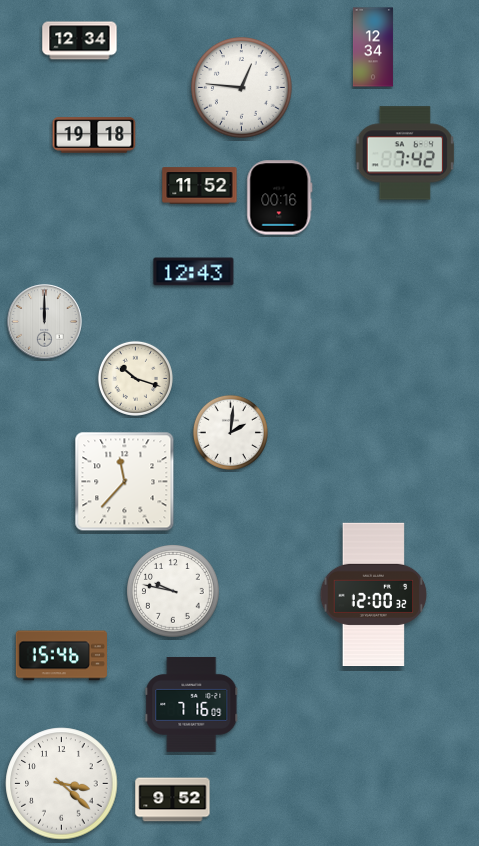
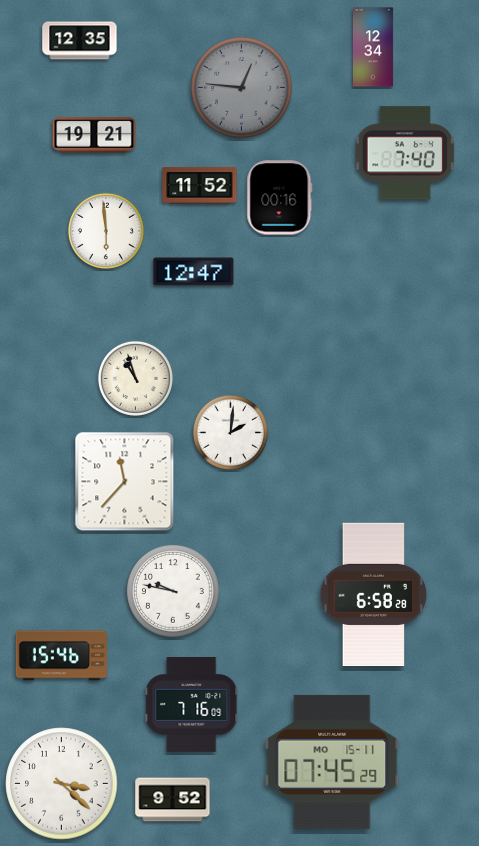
clock at (80, 41): 12:34 -> 12:35
clock at (242, 88) dial: white -> grey
clock at (94, 135): 19:18 -> 19:21
clock at (404, 153): 7:42 -> 7:40
clock at (106, 231): none -> 5:59
clock at (194, 272): 12:43 -> 12:47
clock at (45, 322): 12:00 -> none
clock at (135, 378): 10:18 -> 10:57
clock at (374, 594): 12:00 -> 6:58
clock at (332, 762): none -> 07:45
